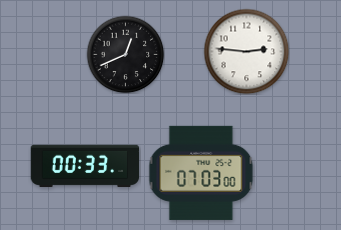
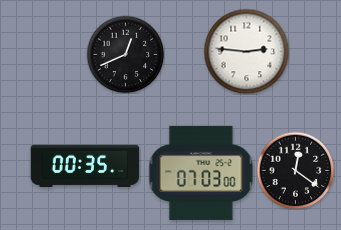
clock at (85, 165): 00:33 -> 00:35
clock at (295, 170): none -> 12:21
